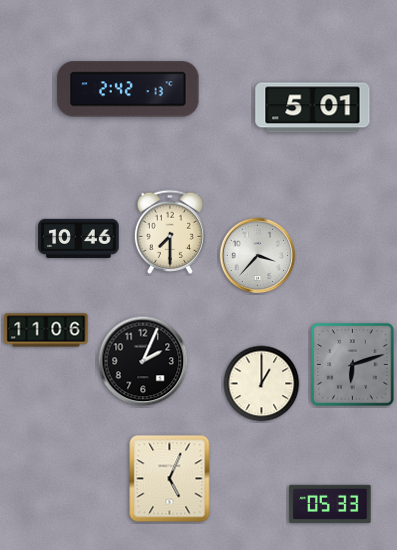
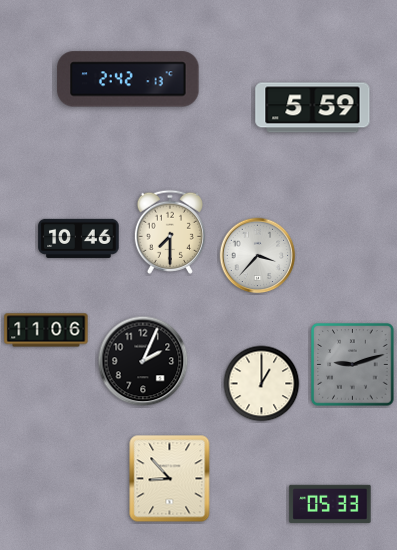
clock at (128, 89) position: (128, 89) -> (128, 79)
clock at (313, 108): 5:01 -> 5:59
clock at (353, 365): 6:12 -> 9:12
clock at (170, 479): 5:04 -> 8:53
